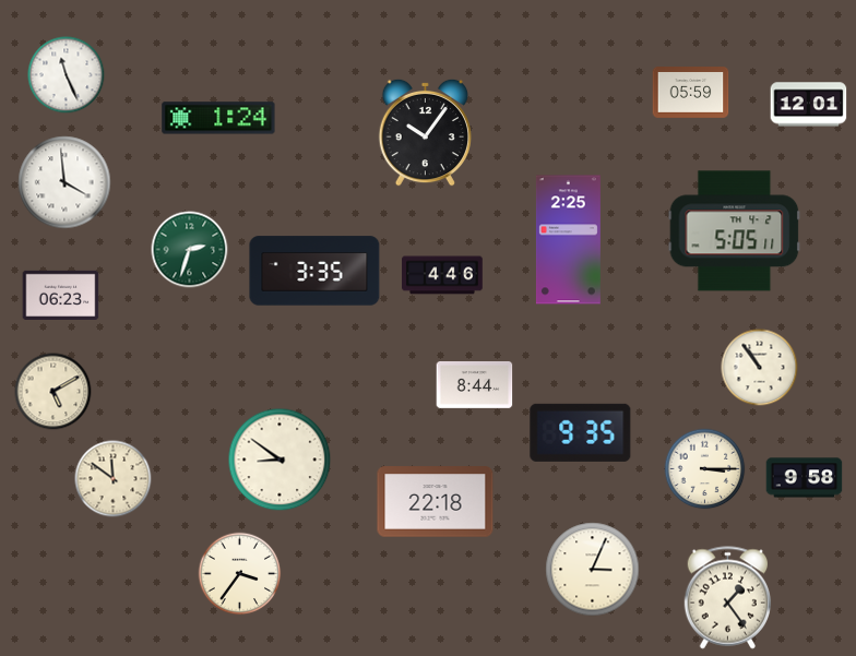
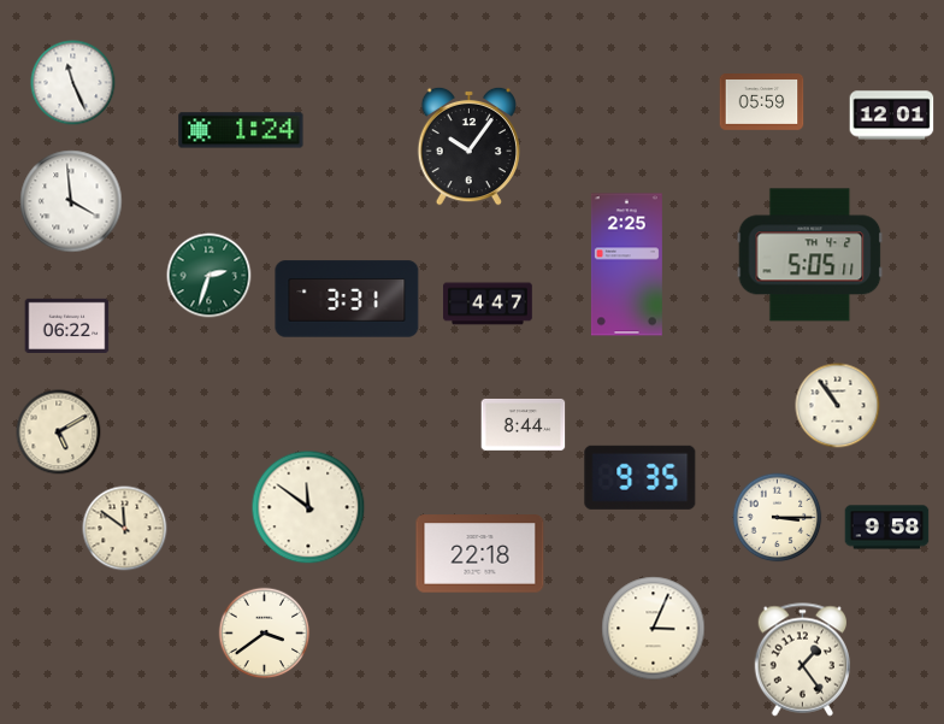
clock at (314, 271): 3:35 -> 3:31
clock at (442, 275): 4:46 -> 4:47
clock at (61, 296): 06:23 -> 06:22
clock at (280, 460): 8:51 -> 11:51
clock at (240, 574): 3:36 -> 3:39
